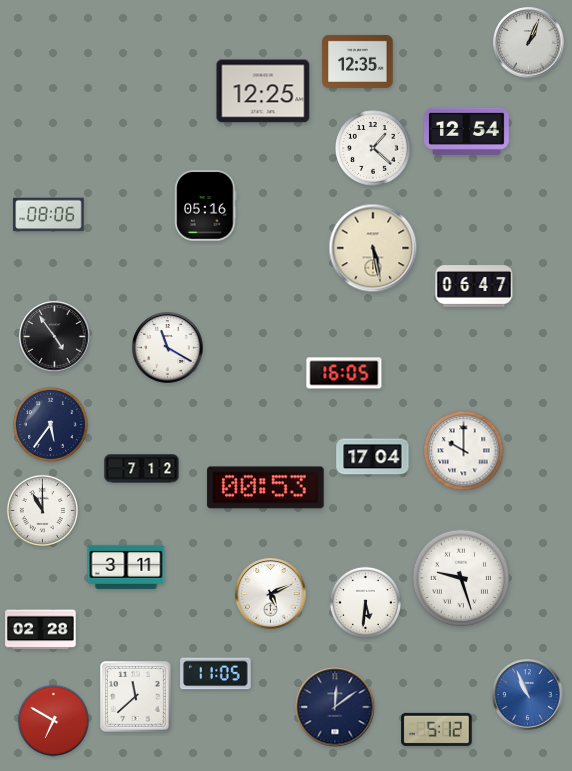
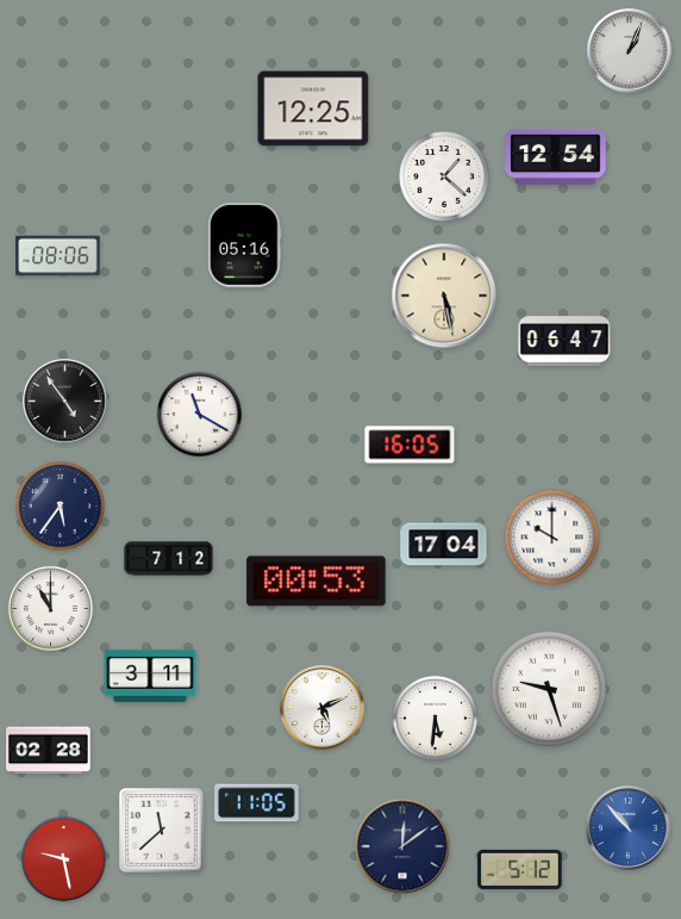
clock at (358, 61): 12:35 -> none
clock at (528, 695): 10:56 -> 10:53
clock at (335, 707) position: (335, 707) -> (402, 846)
clock at (53, 720): 6:50 -> 9:28
